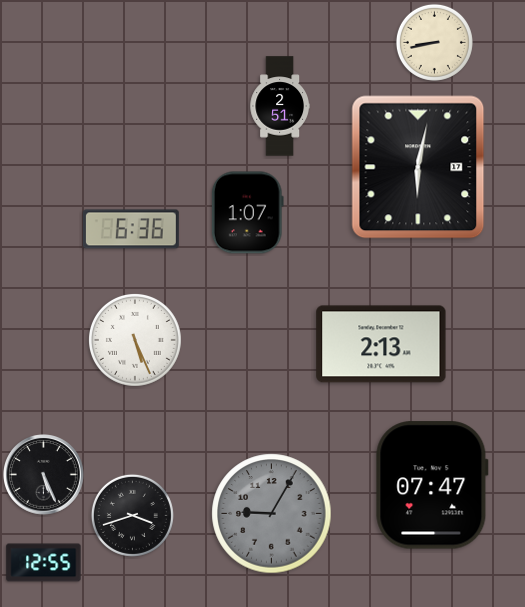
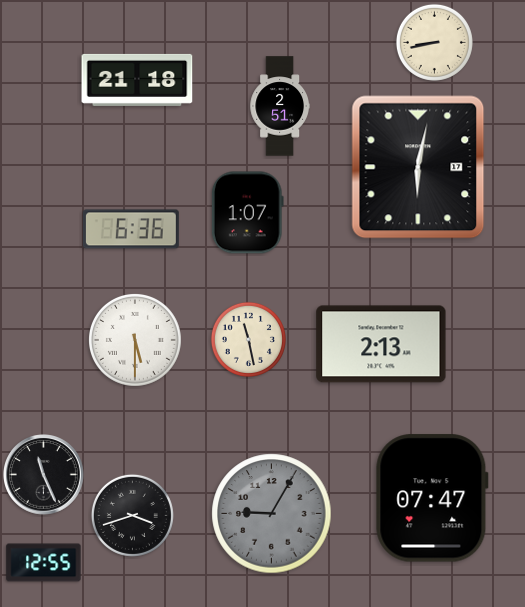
clock at (137, 80): none -> 21:18
clock at (248, 339): none -> 11:28
clock at (135, 340): 5:26 -> 5:30
clock at (44, 475): 5:26 -> 11:26
clock at (432, 485) position: (432, 485) -> (432, 498)
